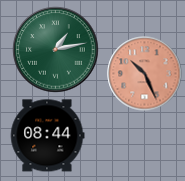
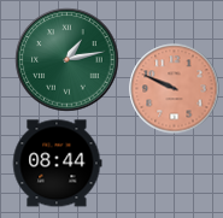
clock at (145, 74): 10:26 -> 9:49
